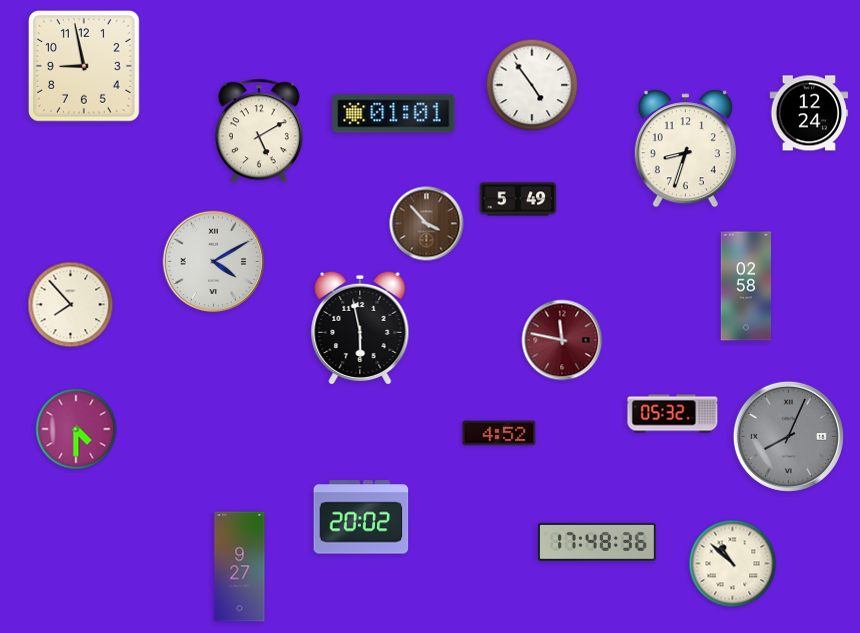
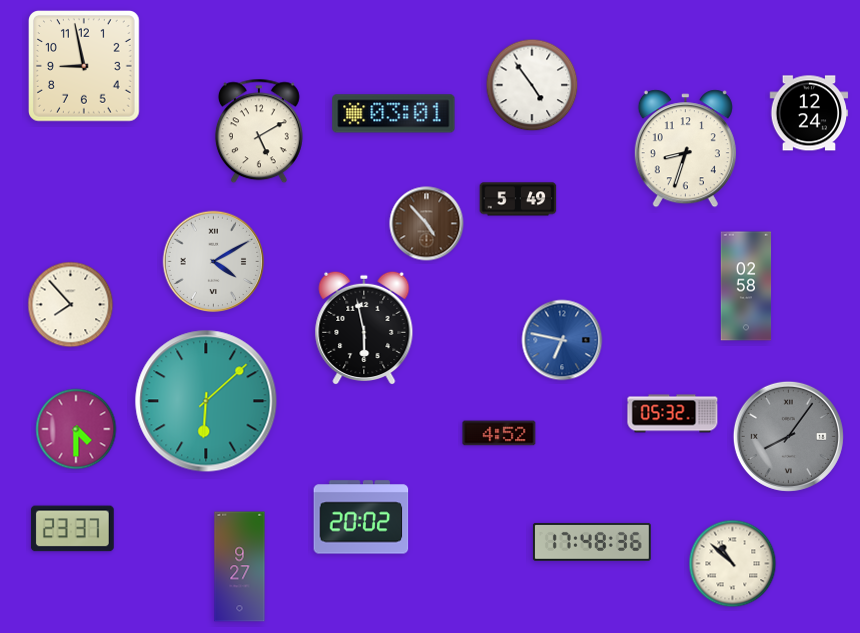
clock at (394, 114): 01:01 -> 03:01
clock at (427, 224): 3:53 -> 4:53
clock at (360, 328) position: (360, 328) -> (364, 328)
clock at (562, 340): 11:47 -> 6:47
clock at (562, 340) dial: burgundy -> blue
clock at (206, 401): none -> 6:08
clock at (788, 436): 8:04 -> 8:06
clock at (72, 529): none -> 23:37
clock at (597, 542) position: (597, 542) -> (592, 542)
